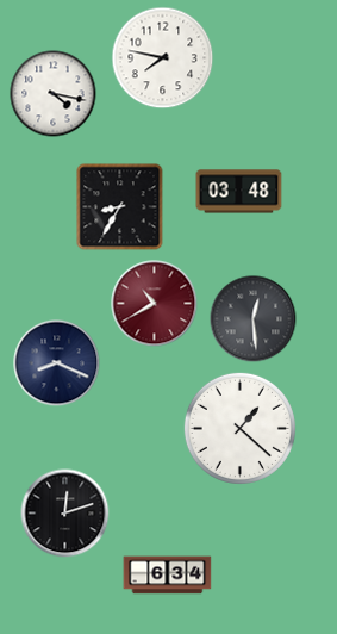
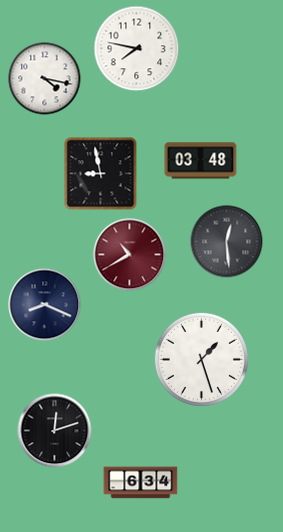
clock at (120, 207): 8:35 -> 8:58
clock at (254, 319) position: (254, 319) -> (227, 242)
clock at (57, 363) position: (57, 363) -> (45, 305)
clock at (239, 428): 1:22 -> 1:27
